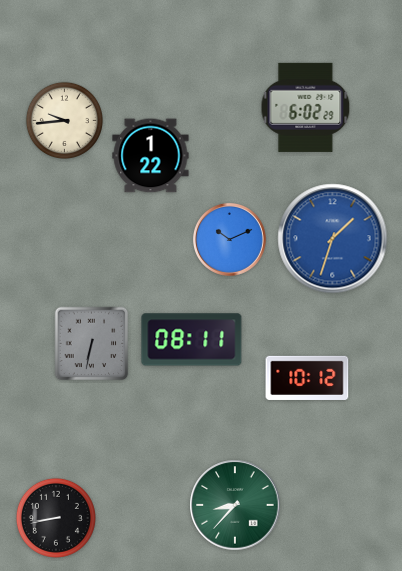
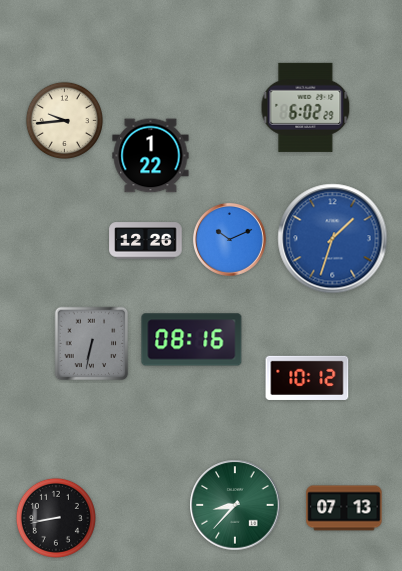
clock at (146, 241): none -> 12:26
clock at (192, 340): 08:11 -> 08:16
clock at (344, 508): none -> 07:13
